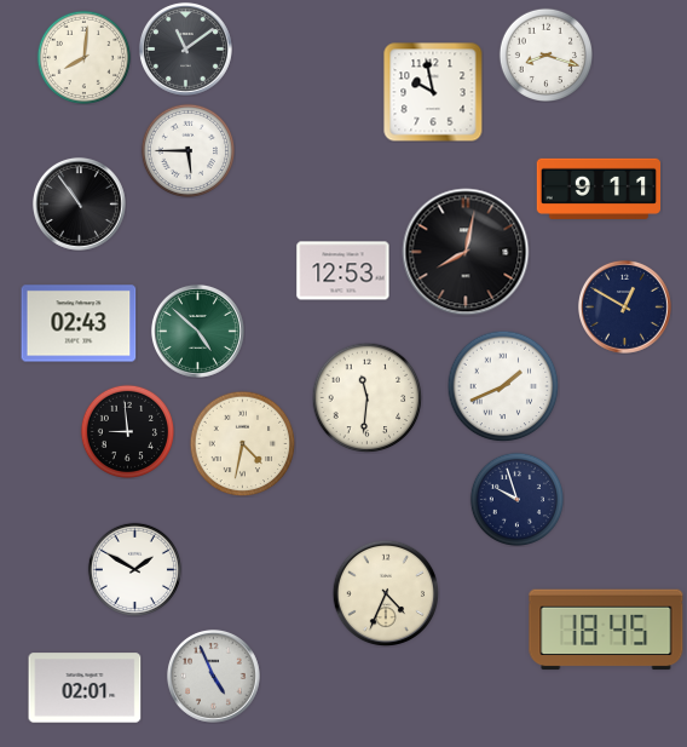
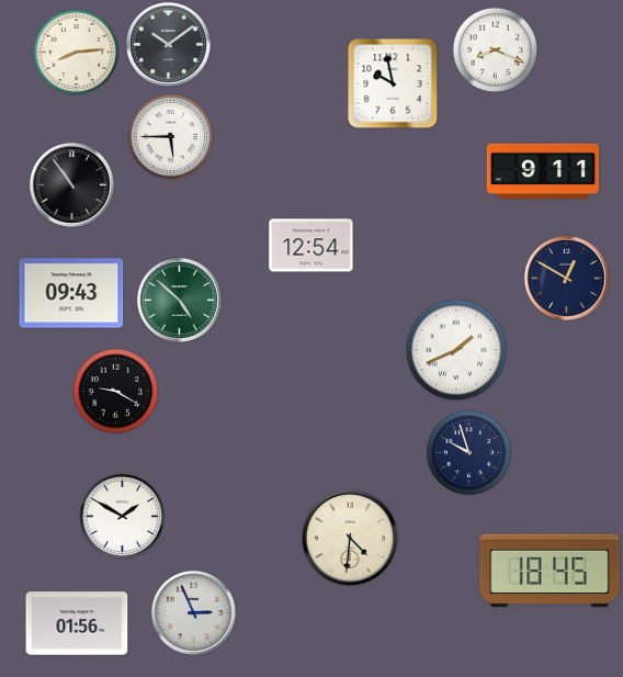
clock at (185, 48): 11:09 -> 10:09
clock at (545, 54): 8:18 -> 8:19
clock at (83, 57): 8:01 -> 8:14
clock at (466, 252): 8:02 -> none
clock at (344, 271): 12:53 -> 12:54
clock at (79, 323): 02:43 -> 09:43
clock at (366, 397): 11:31 -> none
clock at (127, 431): 8:59 -> 9:20
clock at (242, 443): 4:32 -> none
clock at (386, 593): 4:34 -> 4:31
clock at (213, 676): 4:56 -> 2:56
clock at (85, 688): 02:01 -> 01:56
